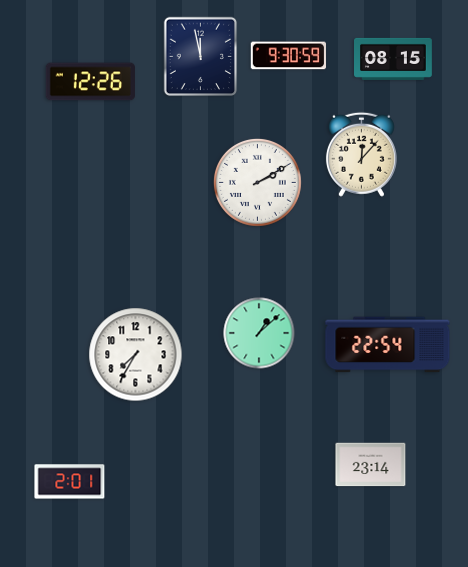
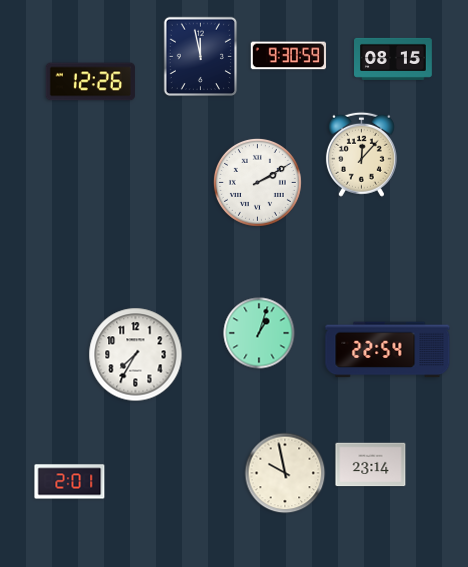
clock at (259, 333): 1:08 -> 1:03
clock at (388, 345) position: (388, 345) -> (388, 350)
clock at (285, 473): none -> 9:58
